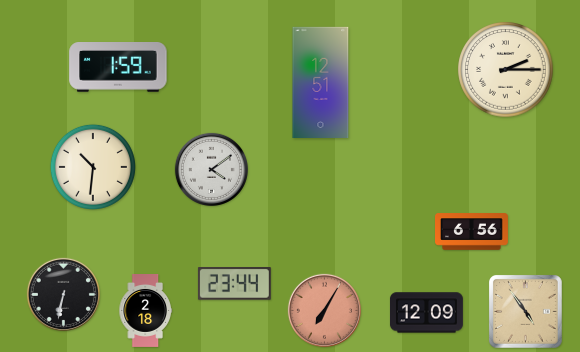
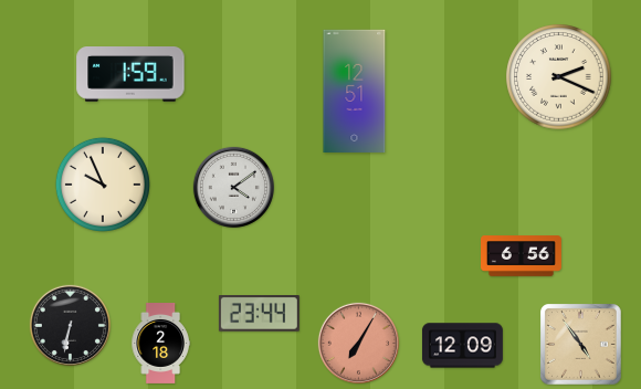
clock at (506, 70): 2:15 -> 2:19
clock at (93, 167): 10:31 -> 9:56
clock at (426, 313) position: (426, 313) -> (462, 346)
